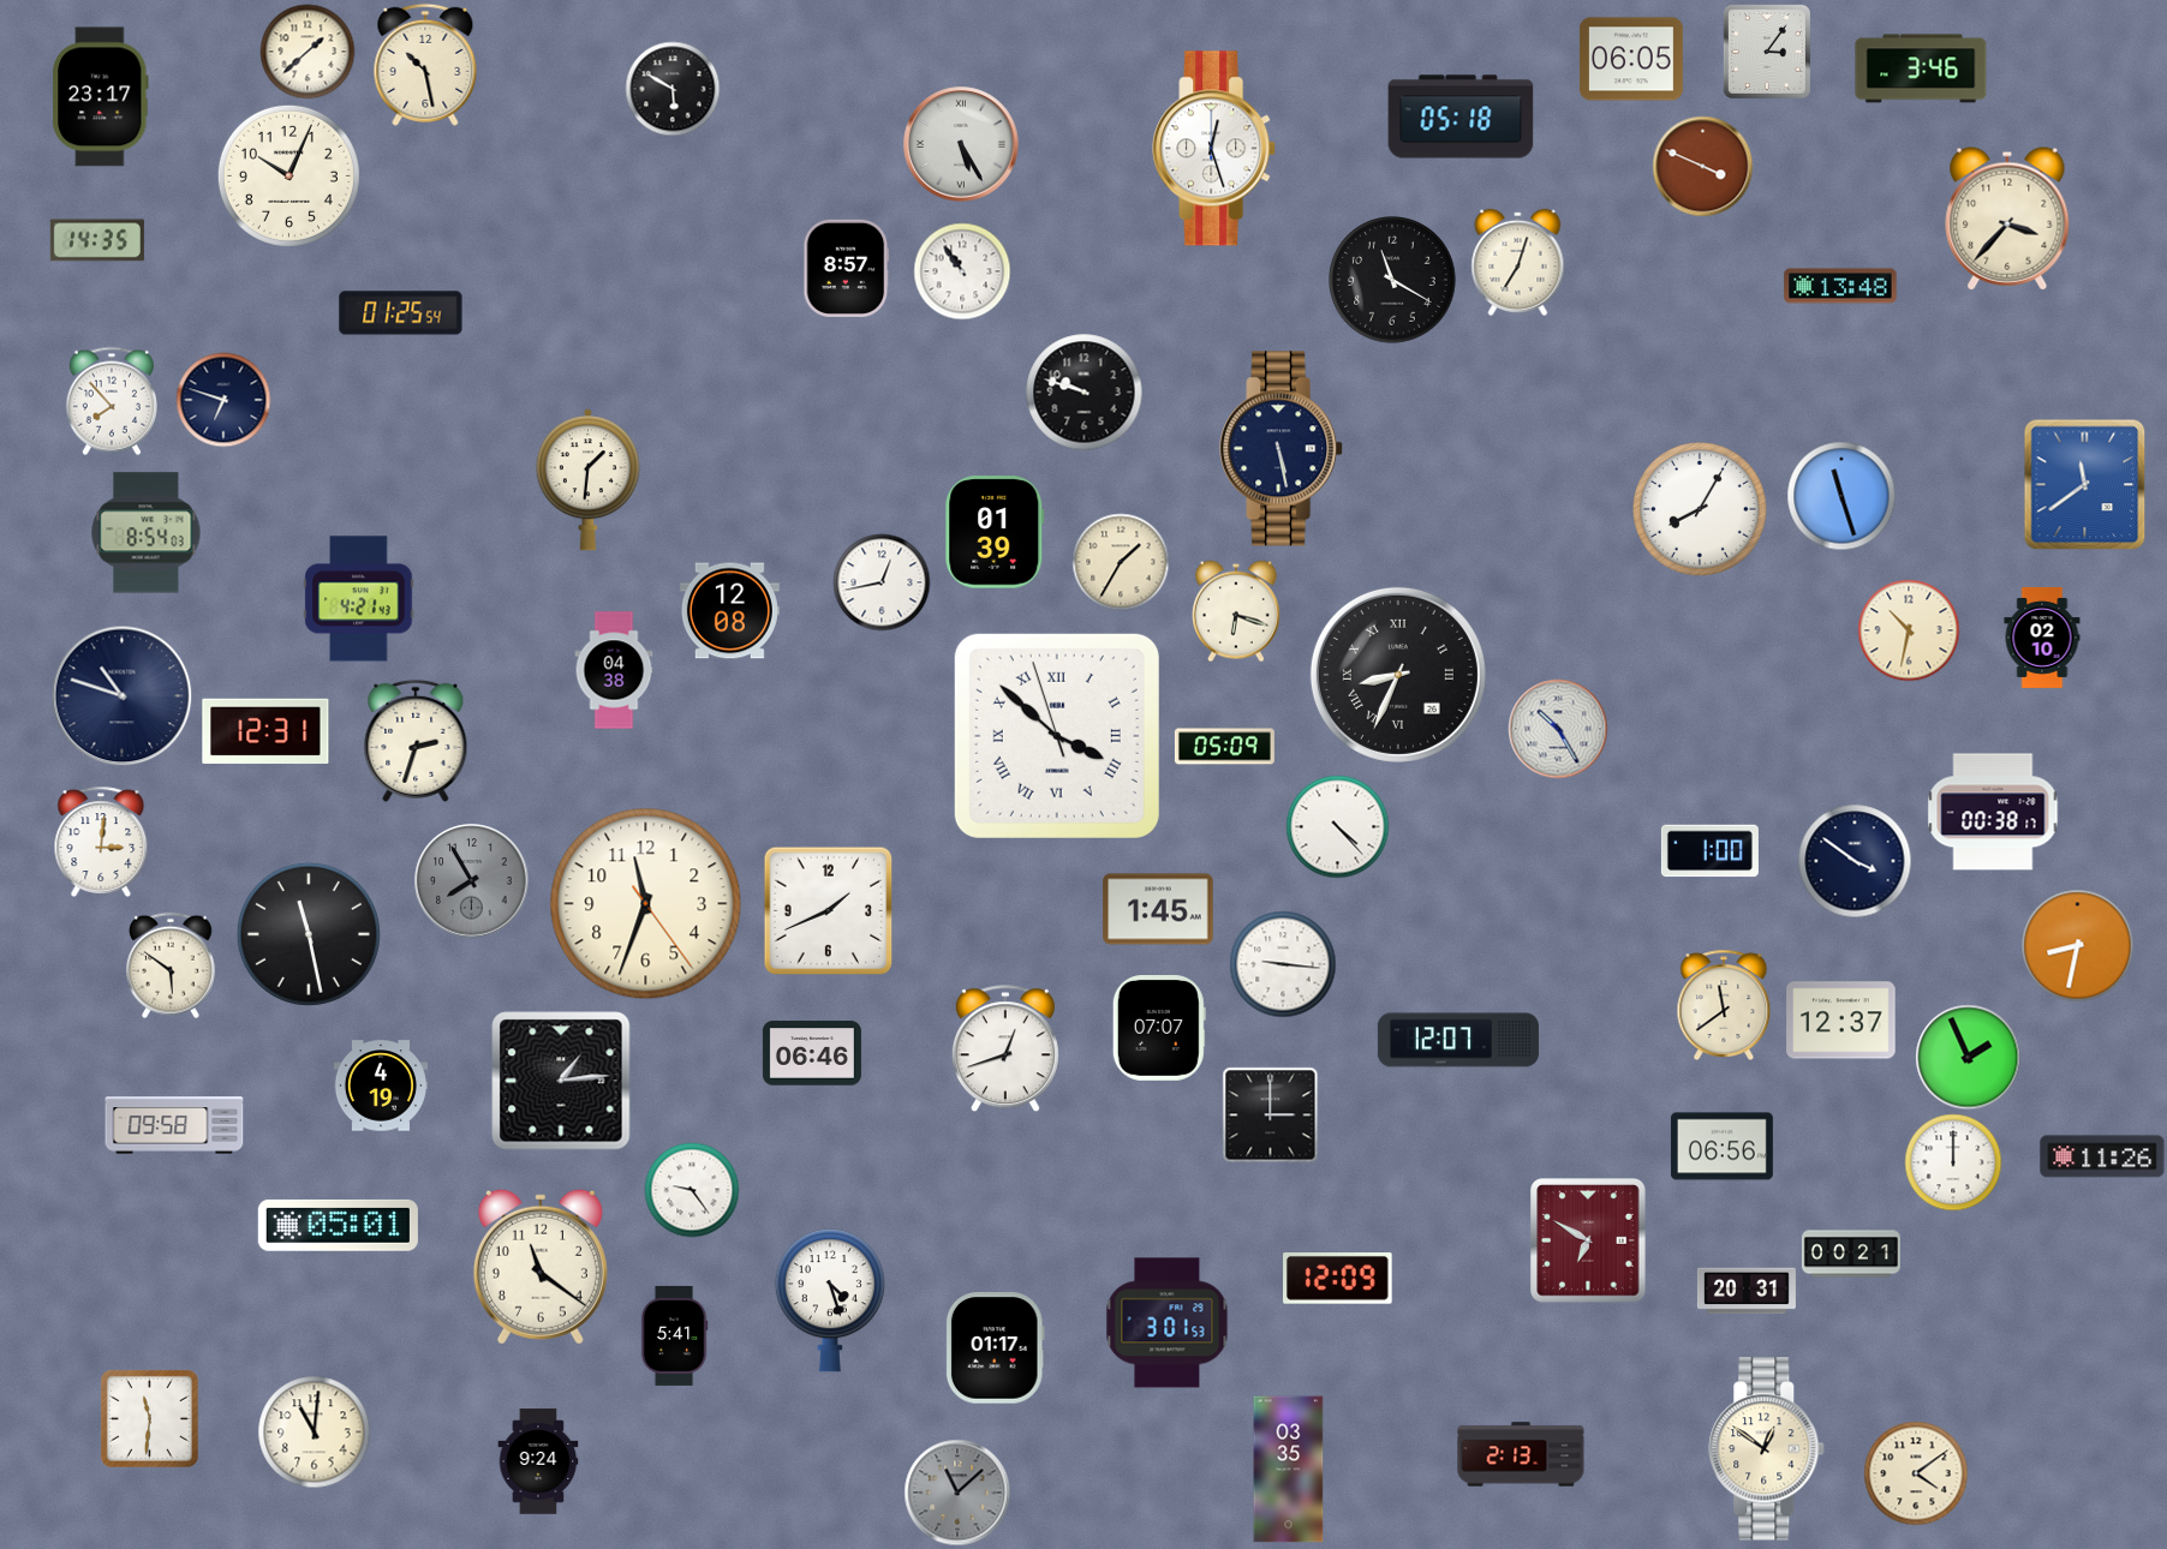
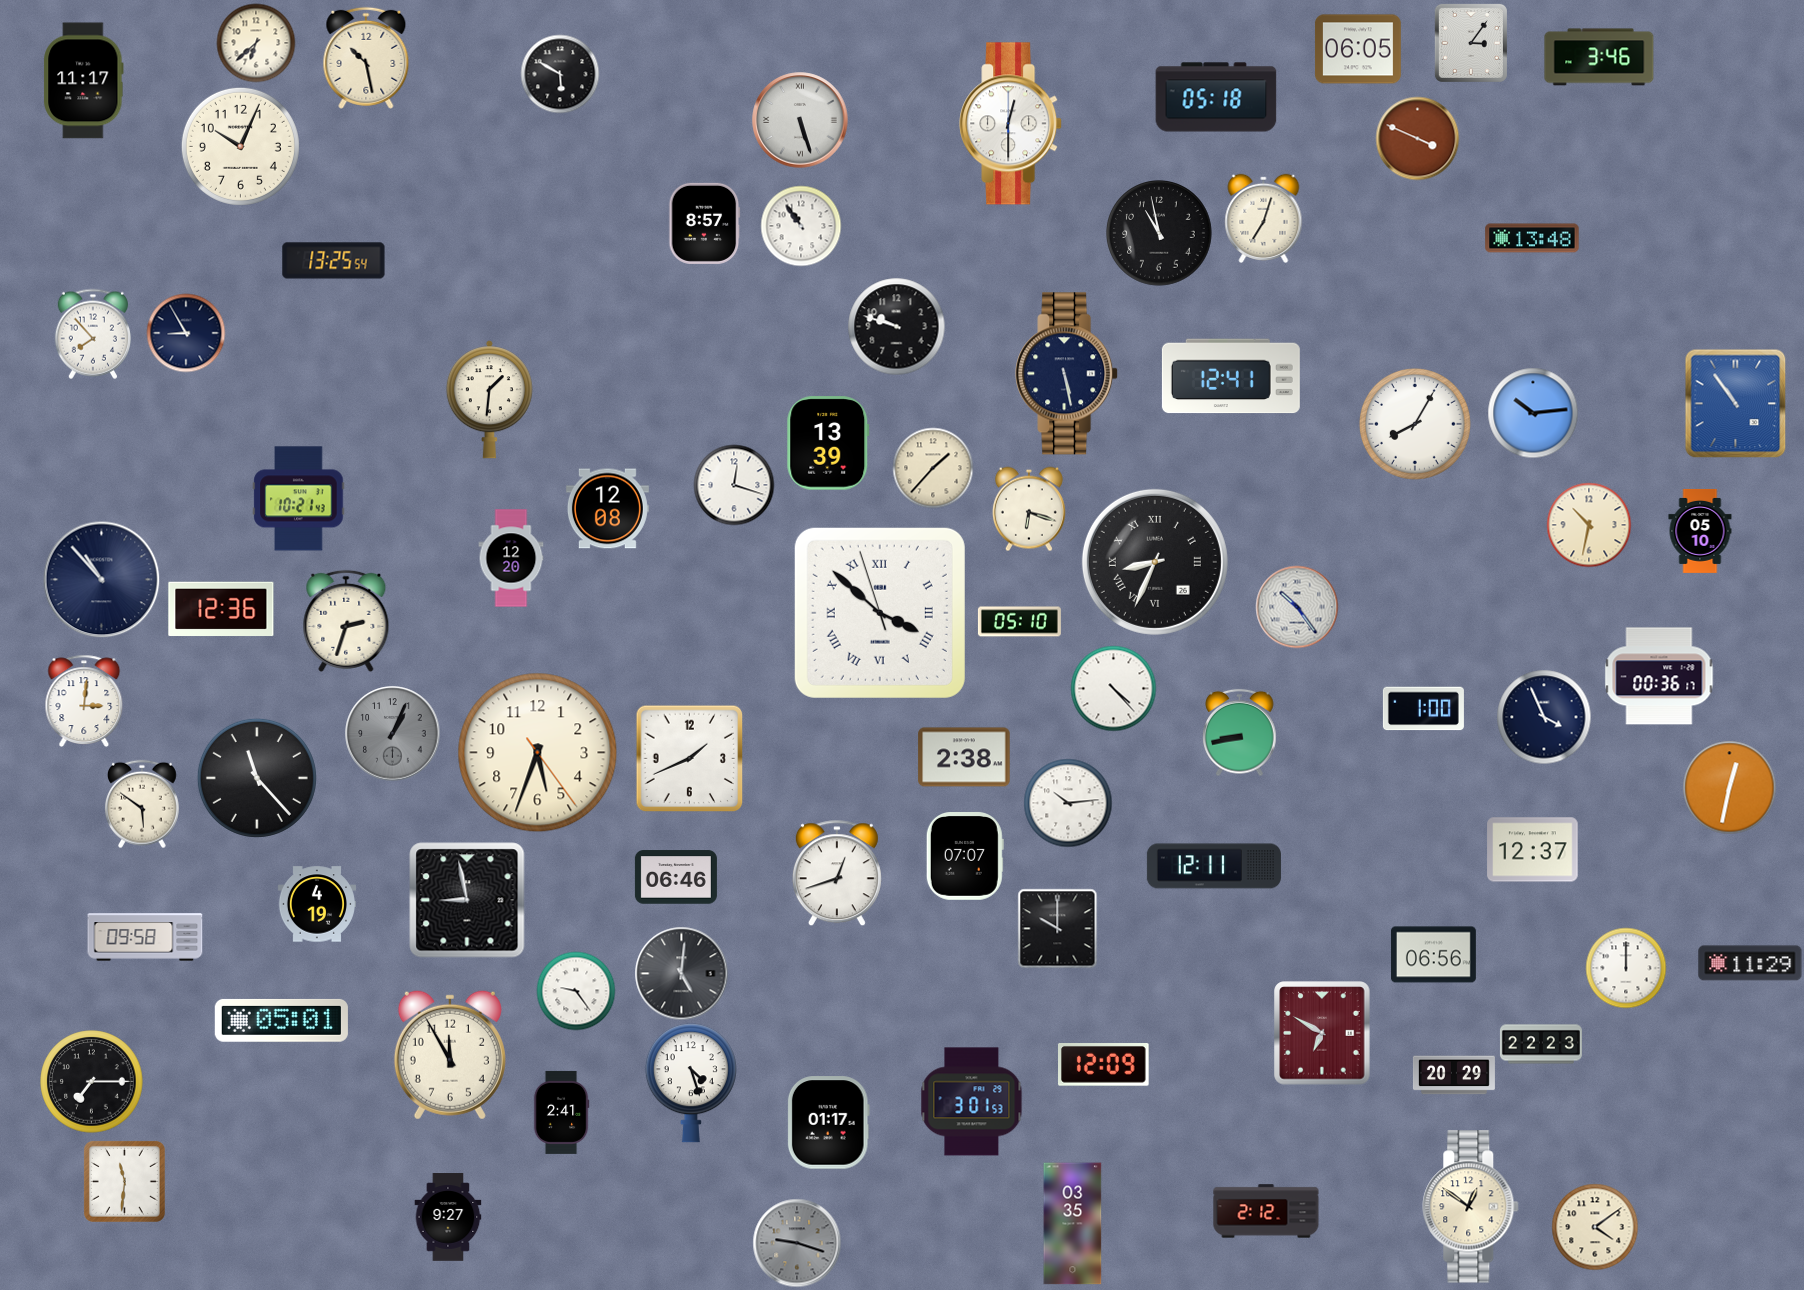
clock at (308, 52): 1:38 -> 6:38
clock at (425, 65) position: (425, 65) -> (366, 58)
clock at (101, 97): 23:17 -> 11:17
clock at (961, 144): 5:25 -> 5:27
clock at (1214, 149): 12:27 -> 12:30
clock at (2007, 219): 3:37 -> none
clock at (97, 240): 14:35 -> none
clock at (1392, 280): 11:20 -> 10:58
clock at (401, 313): 01:25 -> 13:25
clock at (1083, 391) position: (1083, 391) -> (896, 326)
clock at (223, 400): 6:48 -> 8:55
clock at (1231, 376): none -> 12:41
clock at (2085, 484): 11:39 -> 10:54
clock at (1841, 496): 11:27 -> 10:14
clock at (995, 532): 01:39 -> 13:39
clock at (147, 533): 8:54 -> none
clock at (1121, 562): 1:35 -> 1:37
clock at (882, 582): 12:43 -> 12:18
clock at (359, 599): 4:21 -> 10:21
clock at (2042, 638): 02:10 -> 05:10
clock at (614, 670): 04:38 -> 12:20
clock at (1398, 675) position: (1398, 675) -> (1155, 562)
clock at (121, 695): 10:48 -> 10:53
clock at (1558, 729): 10:25 -> 10:24
clock at (265, 731): 12:31 -> 12:36
clock at (416, 741) position: (416, 741) -> (346, 621)
clock at (1224, 747): 05:09 -> 05:10
clock at (1993, 812): 00:38 -> 00:36
clock at (1855, 861): 3:51 -> 3:56
clock at (1240, 732): none -> 8:43
clock at (472, 881): 7:55 -> 1:04
clock at (646, 904): 11:33 -> 5:33
clock at (1158, 909): 1:45 -> 2:38
clock at (309, 934): 11:28 -> 11:23
clock at (2077, 945): 8:32 -> 12:32
clock at (1283, 964): 9:16 -> 10:14
clock at (1724, 1005): 11:39 -> none
clock at (1458, 1040): 12:07 -> 12:11
clock at (1968, 1057): 1:56 -> none
clock at (561, 1081): 1:14 -> 8:58
clock at (1270, 1114): 3:00 -> 10:00
clock at (2102, 1156): 11:26 -> 11:29
clock at (681, 973): none -> 5:01
clock at (1851, 1254): 00:21 -> 22:23
clock at (541, 1267): 11:21 -> 11:55
clock at (1338, 1279) position: (1338, 1279) -> (1104, 1065)
clock at (1747, 1291): 20:31 -> 20:29
clock at (92, 1082): none -> 7:15
clock at (674, 1335): 5:41 -> 2:41
clock at (314, 1431): 11:01 -> none
clock at (1521, 1454): 2:13 -> 2:12
clock at (538, 1461): 9:24 -> 9:27
clock at (957, 1493): 11:08 -> 9:18
